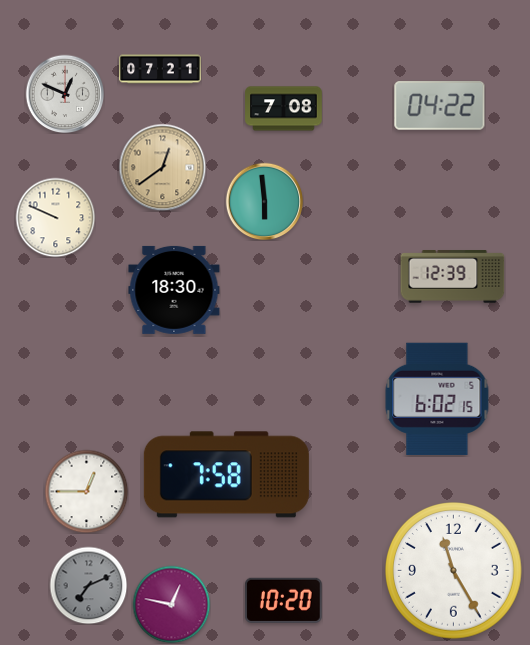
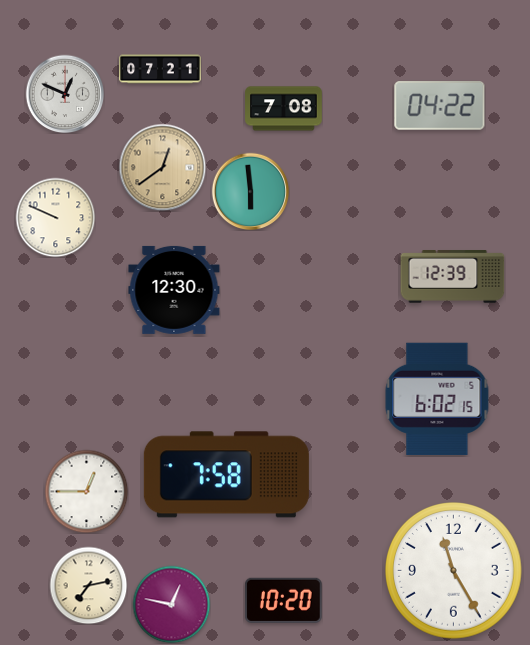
clock at (264, 201) position: (264, 201) -> (250, 191)
clock at (174, 290): 18:30 -> 12:30
clock at (88, 585): 7:11 -> 7:13
clock at (88, 585) dial: grey -> cream
